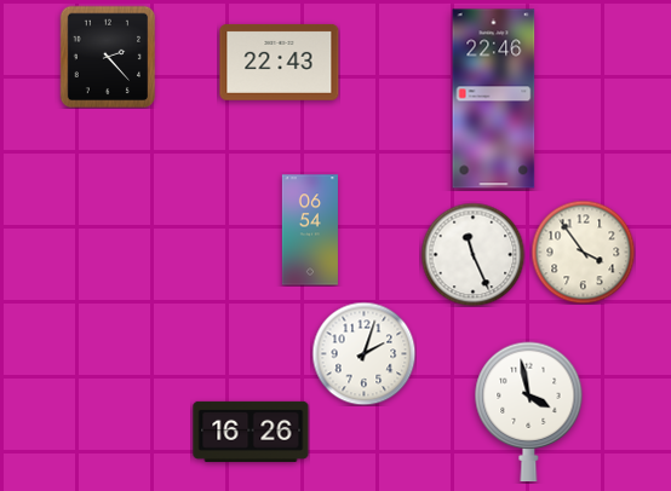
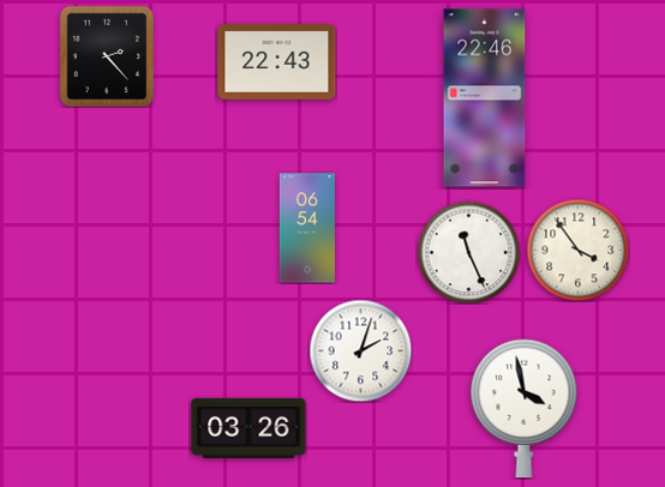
clock at (494, 99) position: (494, 99) -> (485, 98)
clock at (251, 432): 16:26 -> 03:26
